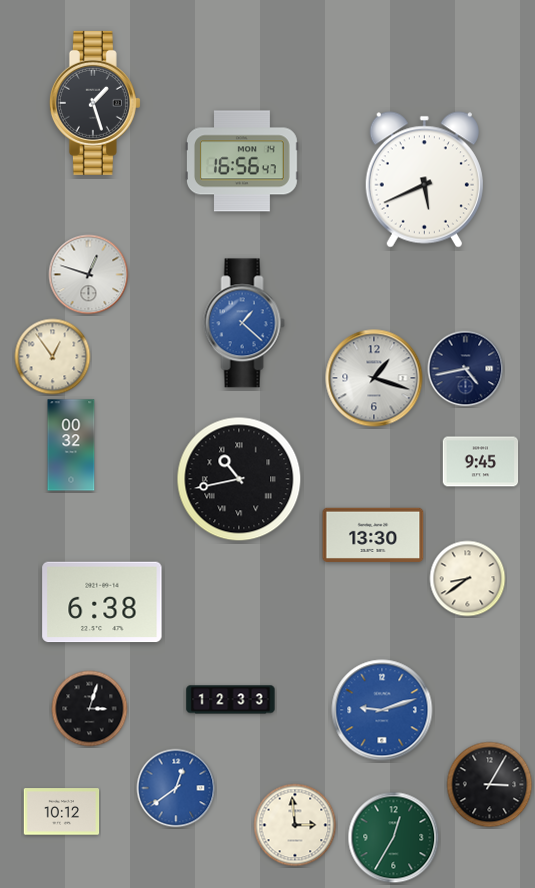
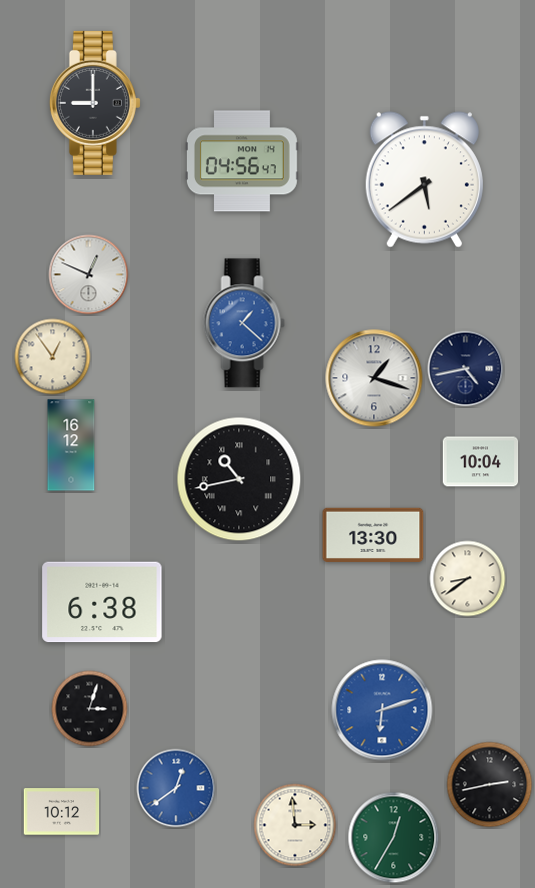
clock at (95, 103): 1:27 -> 9:00
clock at (242, 161): 16:56 -> 04:56
clock at (424, 180): 5:41 -> 5:39
clock at (89, 275): 12:48 -> 12:49
clock at (71, 445): 00:32 -> 16:12
clock at (481, 462): 9:45 -> 10:04
clock at (231, 700): 12:33 -> none
clock at (382, 710): 9:12 -> 6:12
clock at (490, 785): 3:05 -> 2:43
